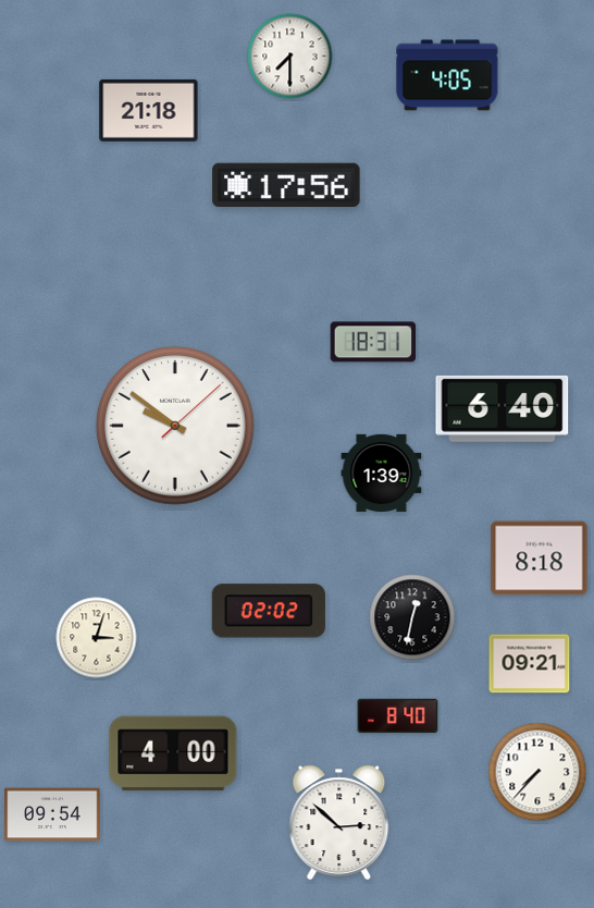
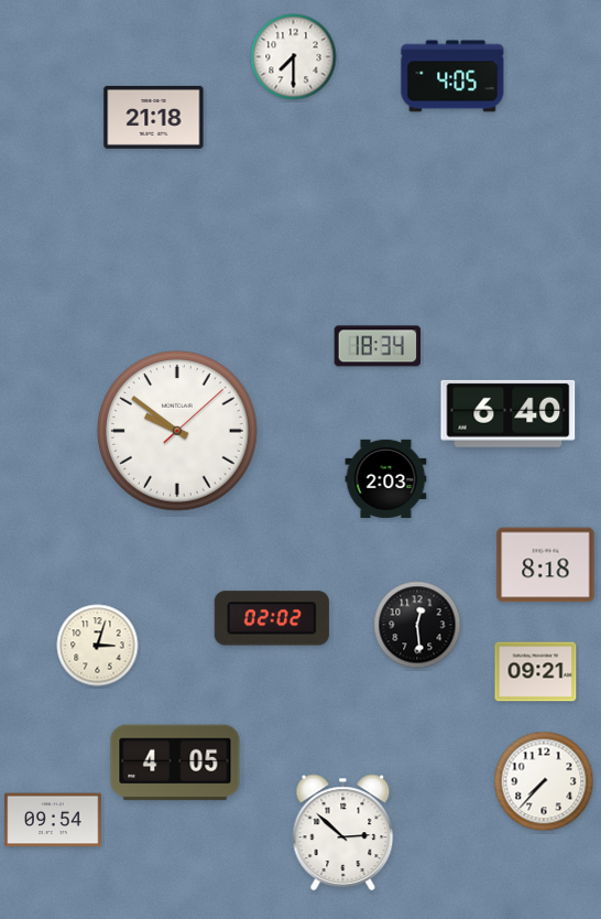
clock at (149, 110) position: (149, 110) -> (154, 117)
clock at (286, 185): 17:56 -> none
clock at (373, 342): 18:31 -> 18:34
clock at (382, 473): 1:39 -> 2:03
clock at (412, 617): 12:32 -> 12:29
clock at (398, 716): 8:40 -> none
clock at (173, 753): 4:00 -> 4:05
clock at (52, 814) position: (52, 814) -> (53, 820)
